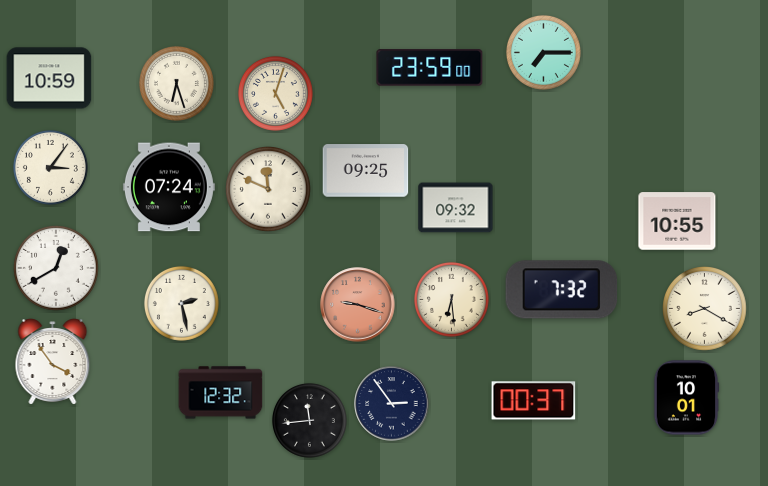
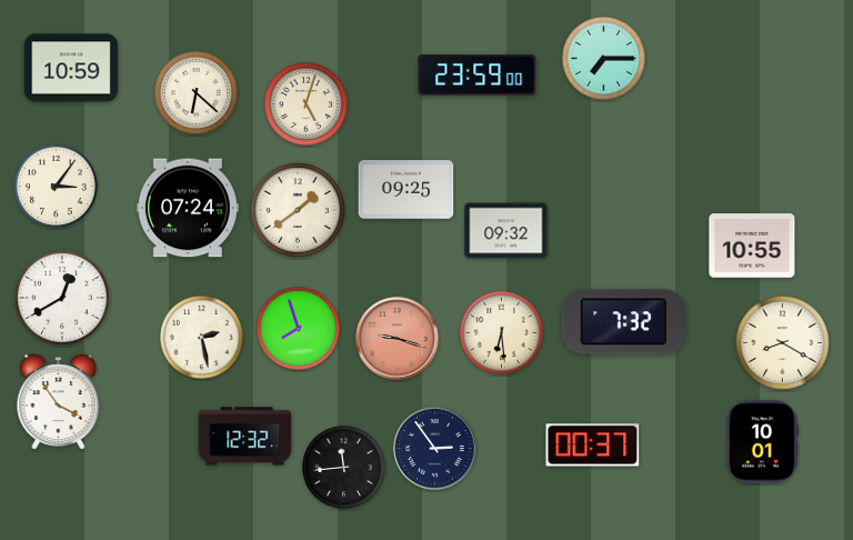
clock at (49, 78) position: (49, 78) -> (71, 68)
clock at (176, 83): 6:27 -> 6:22
clock at (268, 189): 11:49 -> 1:39
clock at (298, 328): none -> 7:57
